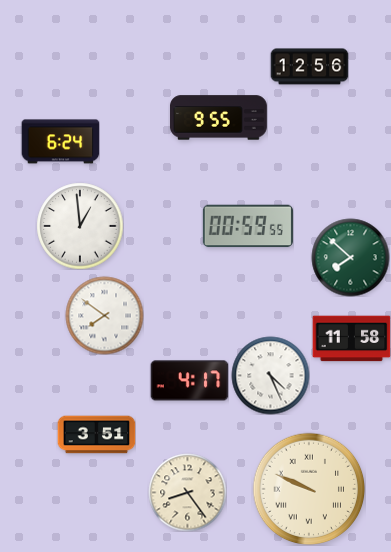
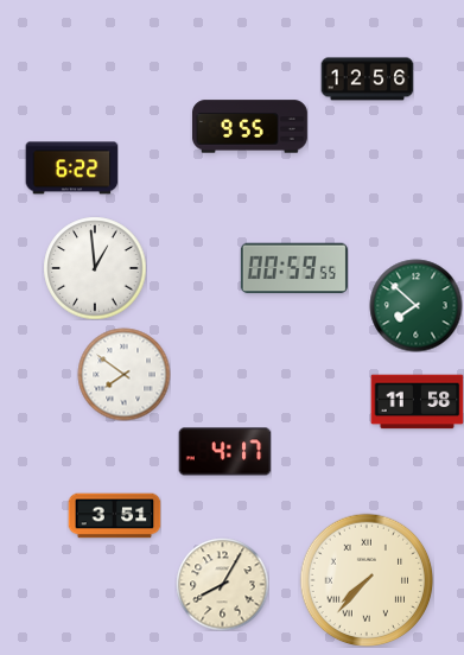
clock at (218, 118) position: (218, 118) -> (249, 127)
clock at (60, 142): 6:24 -> 6:22
clock at (270, 375): 4:26 -> none
clock at (309, 489): 9:49 -> 7:37
clock at (187, 492): 8:24 -> 8:05
